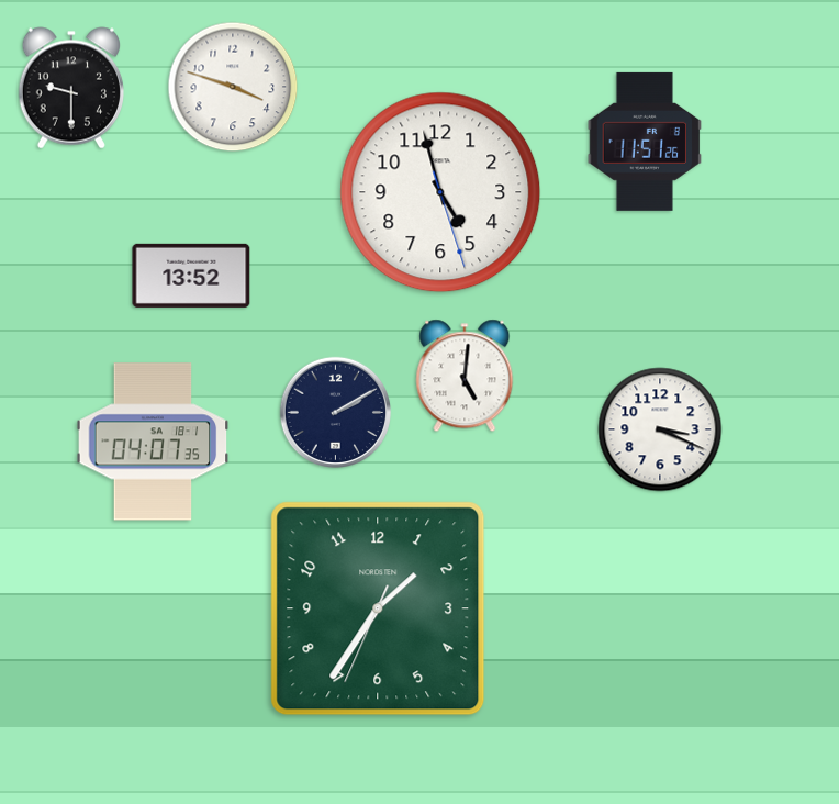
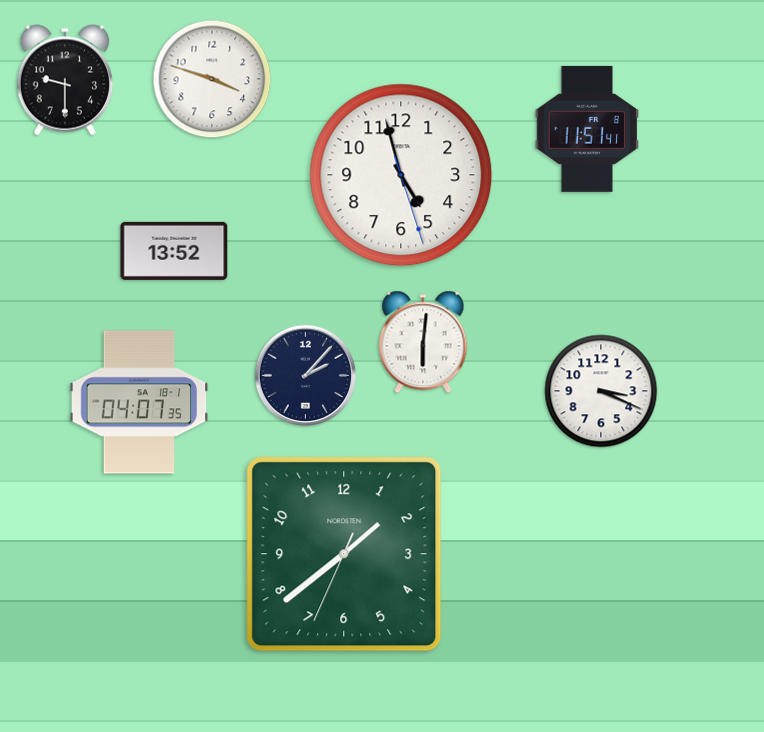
clock at (645, 142): 11:51:26 -> 11:51:41
clock at (465, 376): 5:01 -> 6:01
clock at (336, 413): 2:10 -> 2:07
clock at (378, 608): 1:35 -> 1:38
